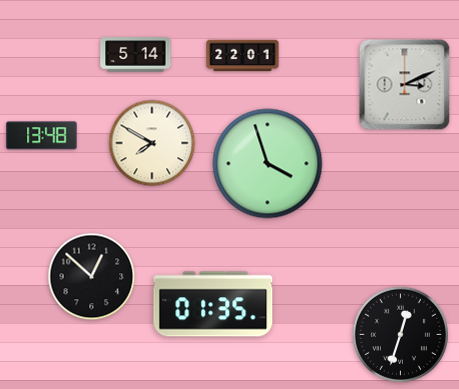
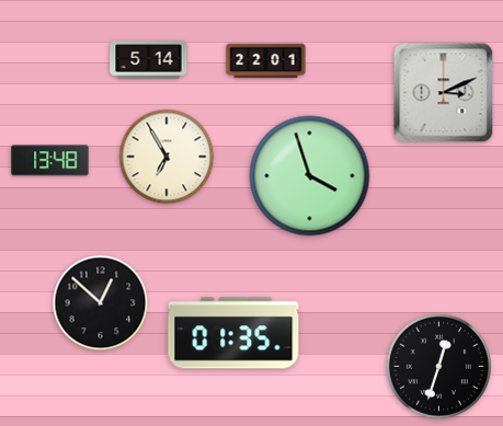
clock at (42, 136) position: (42, 136) -> (50, 161)
clock at (152, 143): 7:50 -> 6:55
clock at (268, 164) position: (268, 164) -> (310, 176)
